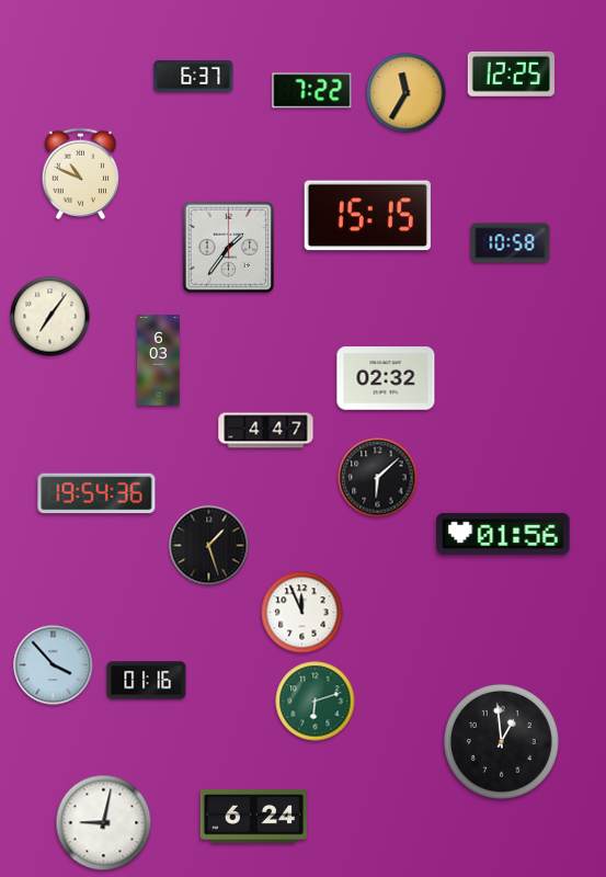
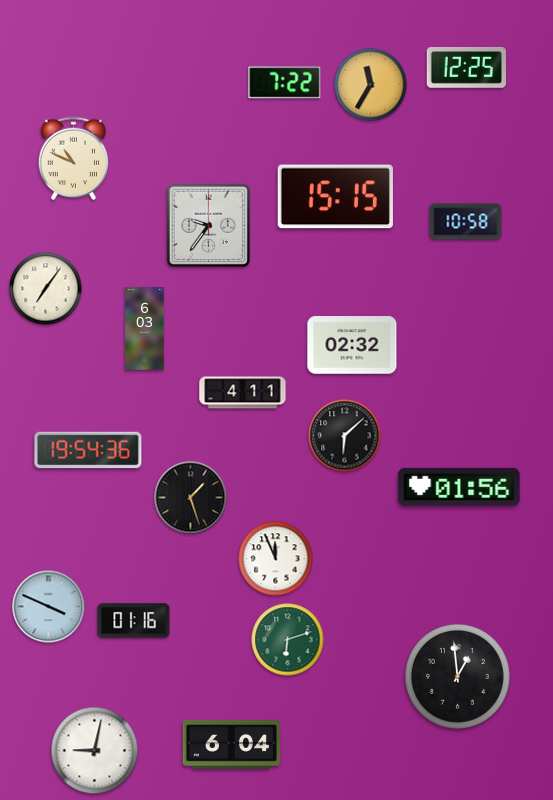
clock at (194, 77): 6:37 -> none
clock at (229, 248): 1:36 -> 9:36
clock at (266, 431): 4:47 -> 4:11
clock at (54, 665): 3:53 -> 3:49
clock at (253, 817): 6:24 -> 6:04
